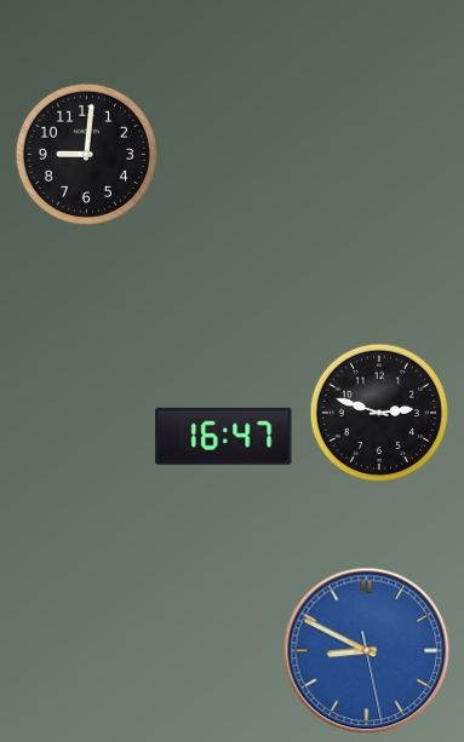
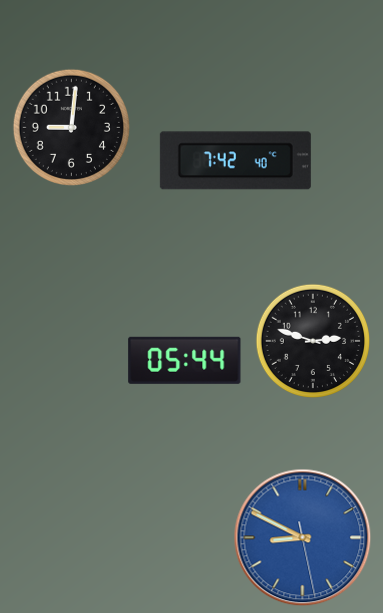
clock at (235, 161): none -> 7:42
clock at (224, 436): 16:47 -> 05:44
